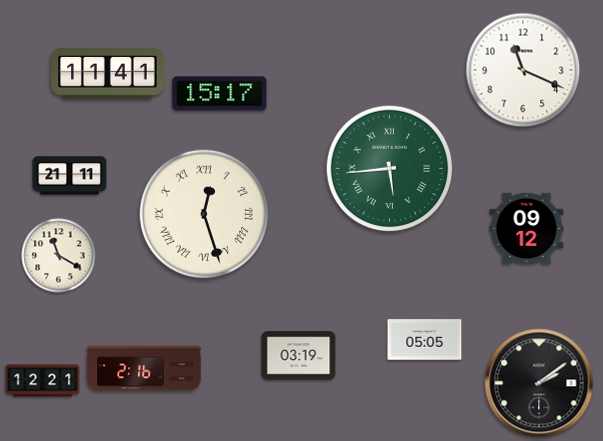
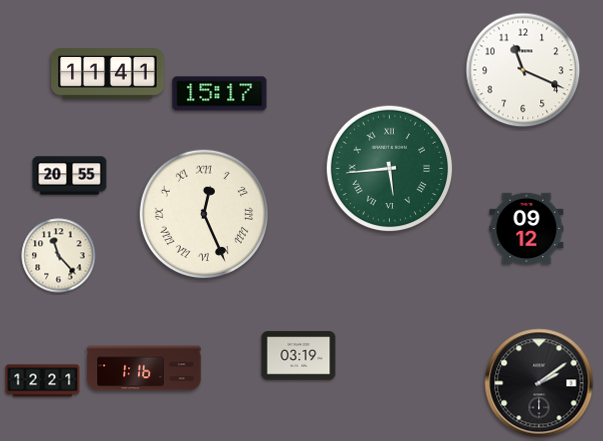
clock at (70, 176): 21:11 -> 20:55
clock at (203, 213): 12:27 -> 12:26
clock at (59, 256): 11:20 -> 11:23
clock at (425, 340): 05:05 -> none
clock at (144, 368): 2:16 -> 1:16
